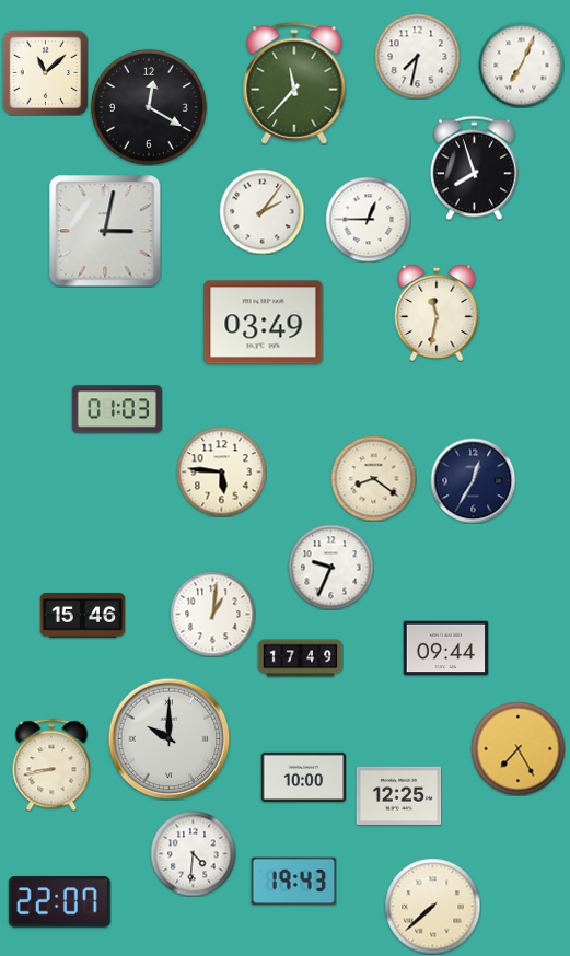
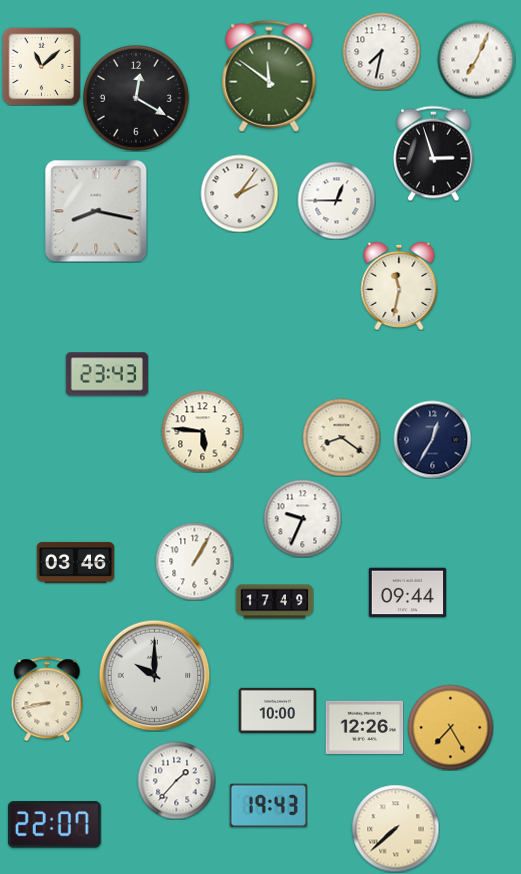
clock at (294, 83): 11:37 -> 11:51
clock at (475, 167): 7:57 -> 2:57
clock at (105, 231): 3:02 -> 8:17
clock at (264, 323): 03:49 -> none
clock at (117, 409): 01:03 -> 23:43
clock at (212, 614): 1:01 -> 1:05
clock at (82, 615): 15:46 -> 03:46
clock at (517, 748) position: (517, 748) -> (450, 727)
clock at (398, 795): 12:25 -> 12:26
clock at (193, 853): 4:31 -> 1:37
